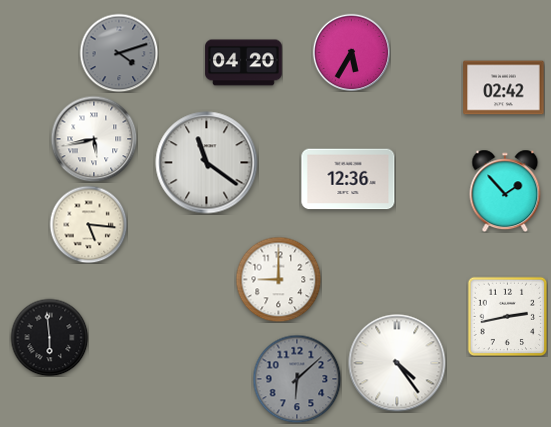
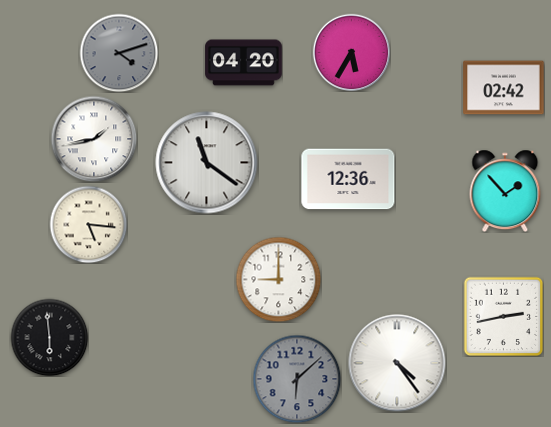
clock at (94, 139): 5:43 -> 1:43
clock at (507, 316) position: (507, 316) -> (503, 316)
